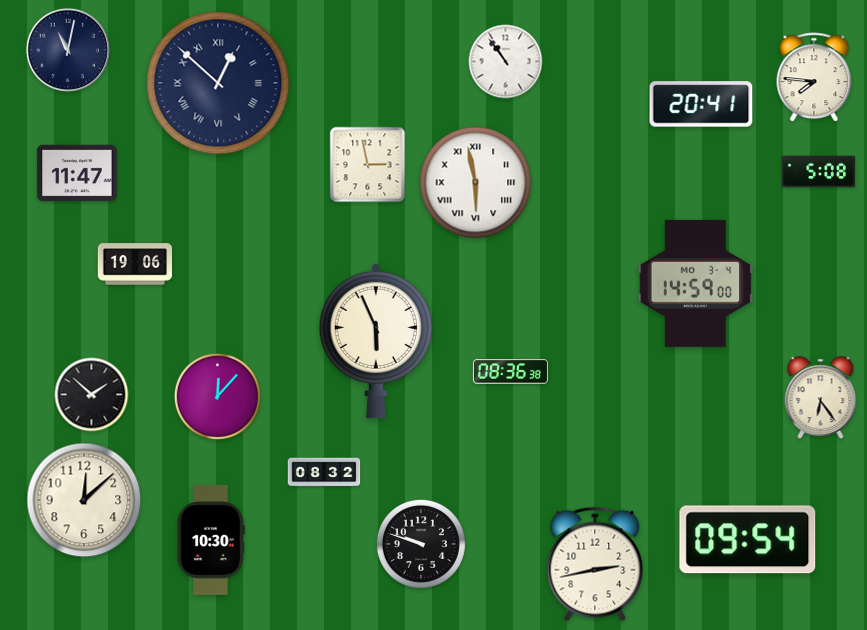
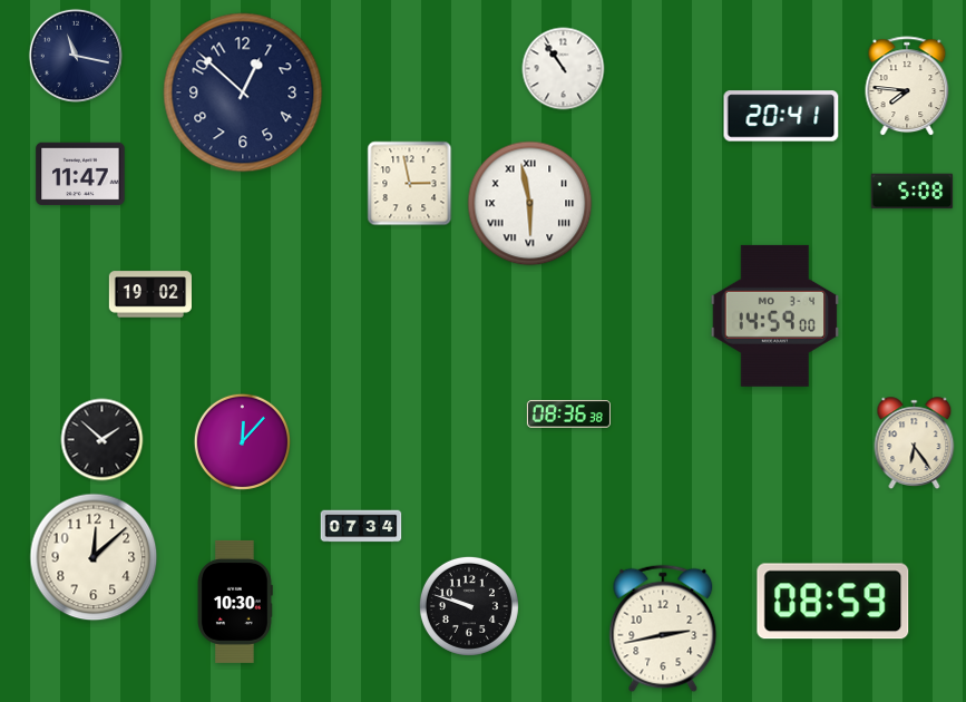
clock at (68, 50): 11:02 -> 11:17
clock at (218, 83) numerals: Roman -> Arabic
clock at (77, 173) position: (77, 173) -> (80, 174)
clock at (134, 264): 19:06 -> 19:02
clock at (375, 341): 5:56 -> none
clock at (324, 472): 08:32 -> 07:34
clock at (748, 540): 09:54 -> 08:59
